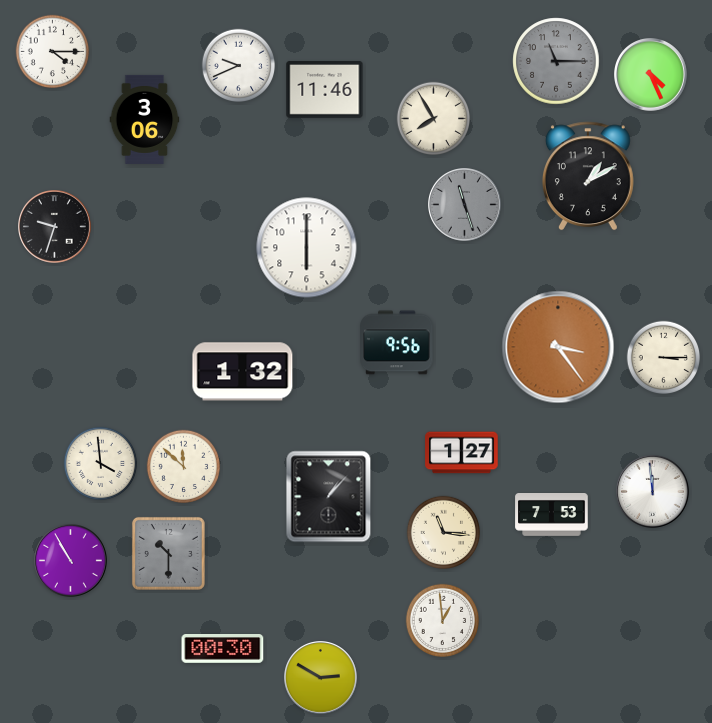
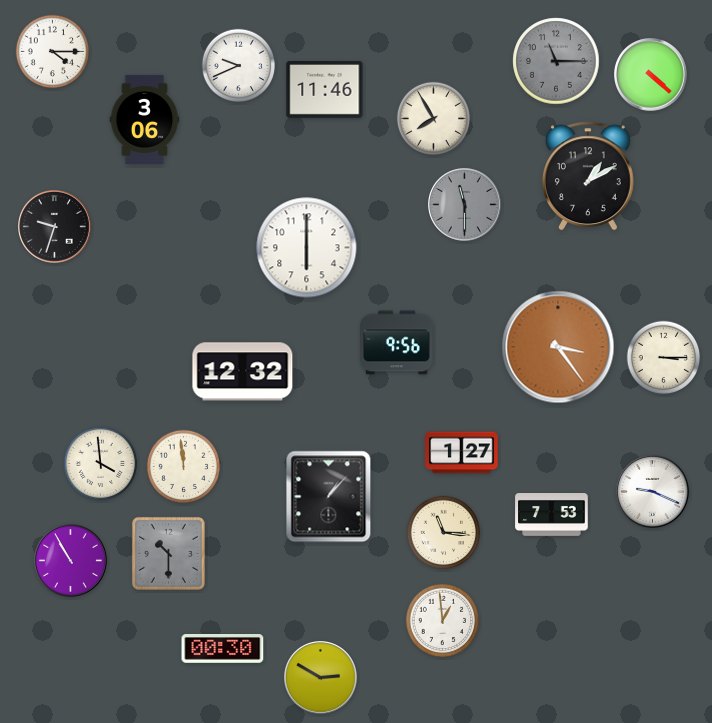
clock at (651, 75): 4:26 -> 4:22
clock at (465, 205): 11:27 -> 11:30
clock at (243, 372): 1:32 -> 12:32
clock at (184, 467): 11:52 -> 11:59
clock at (653, 492): 11:59 -> 9:19
